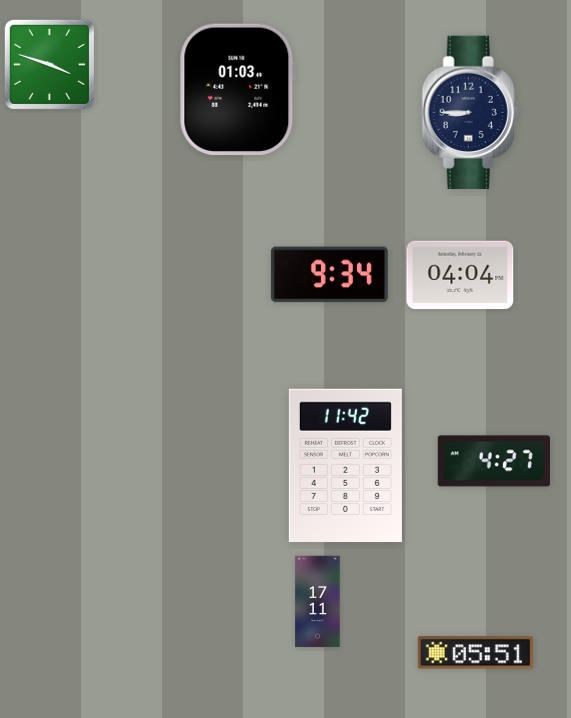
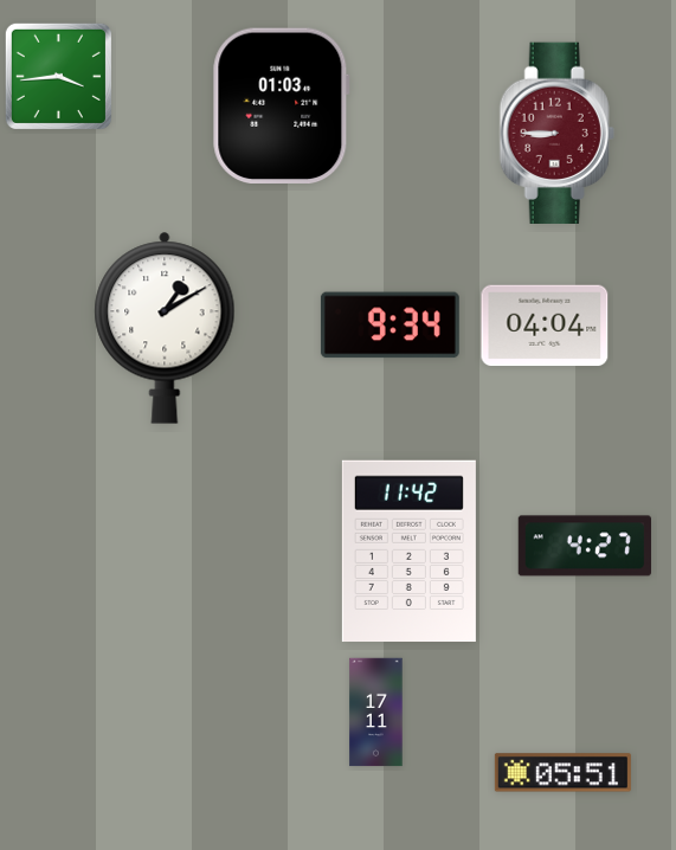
clock at (49, 64): 3:48 -> 3:44
clock at (470, 112) dial: navy -> burgundy
clock at (165, 328): none -> 1:10
